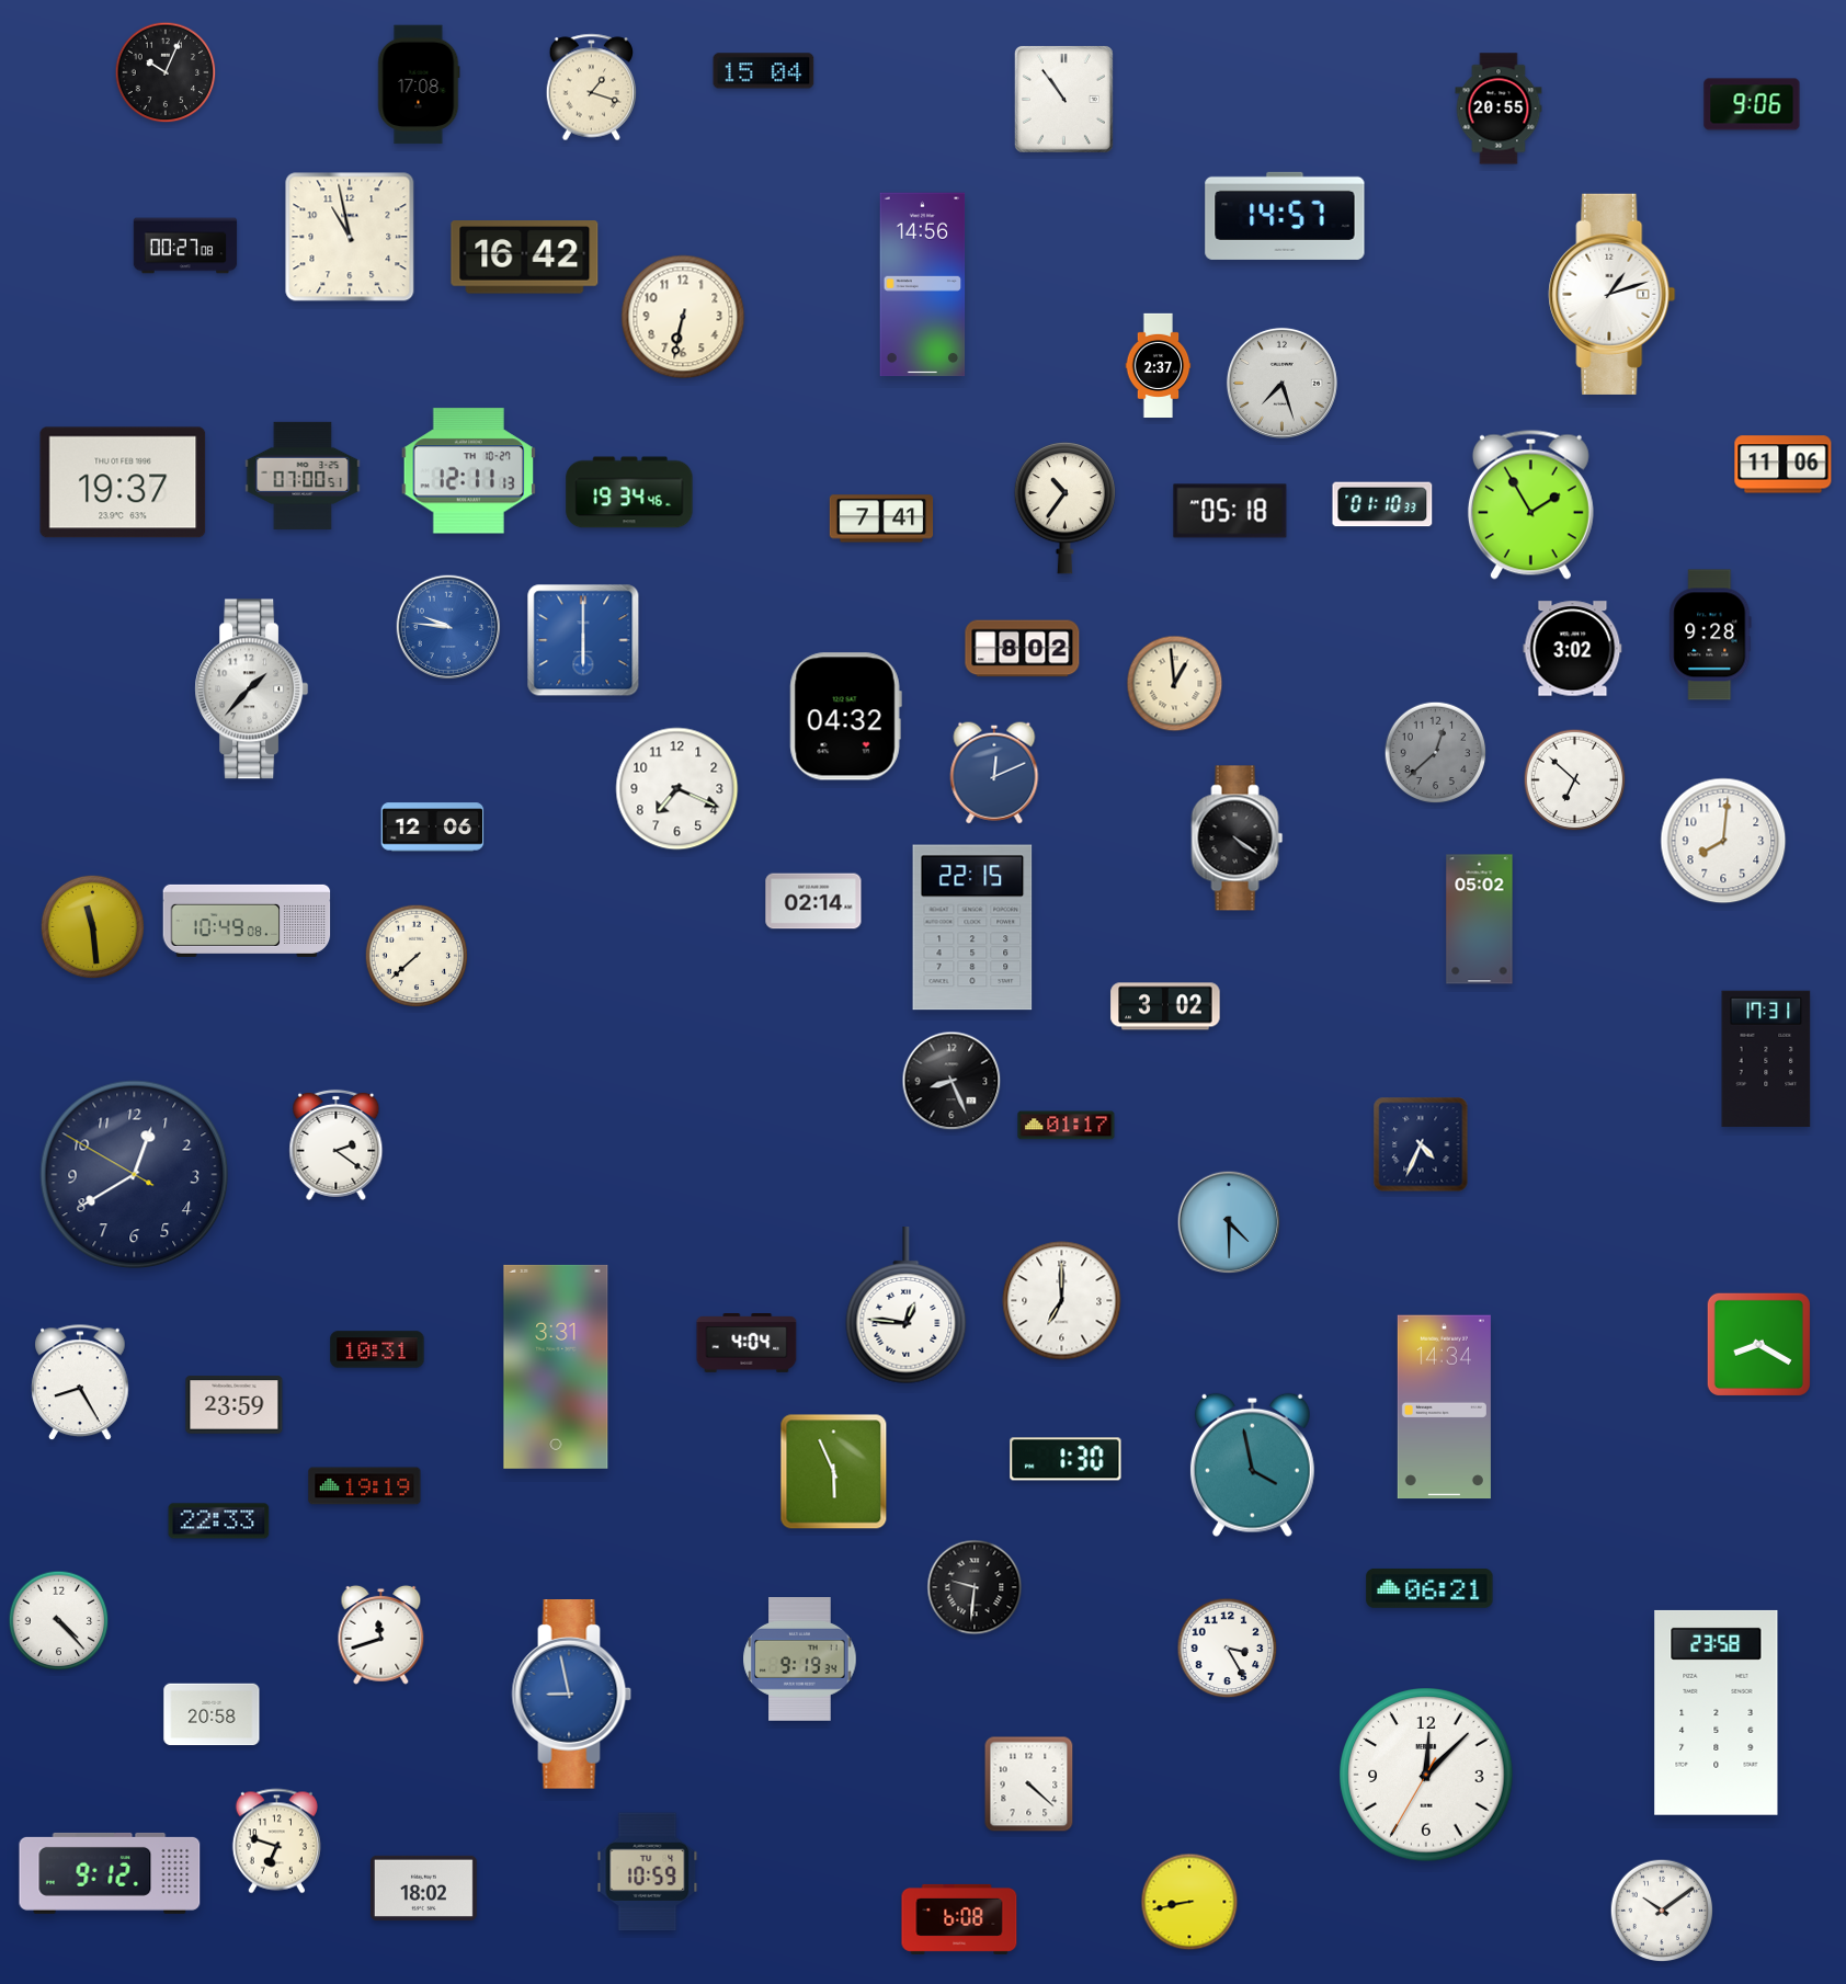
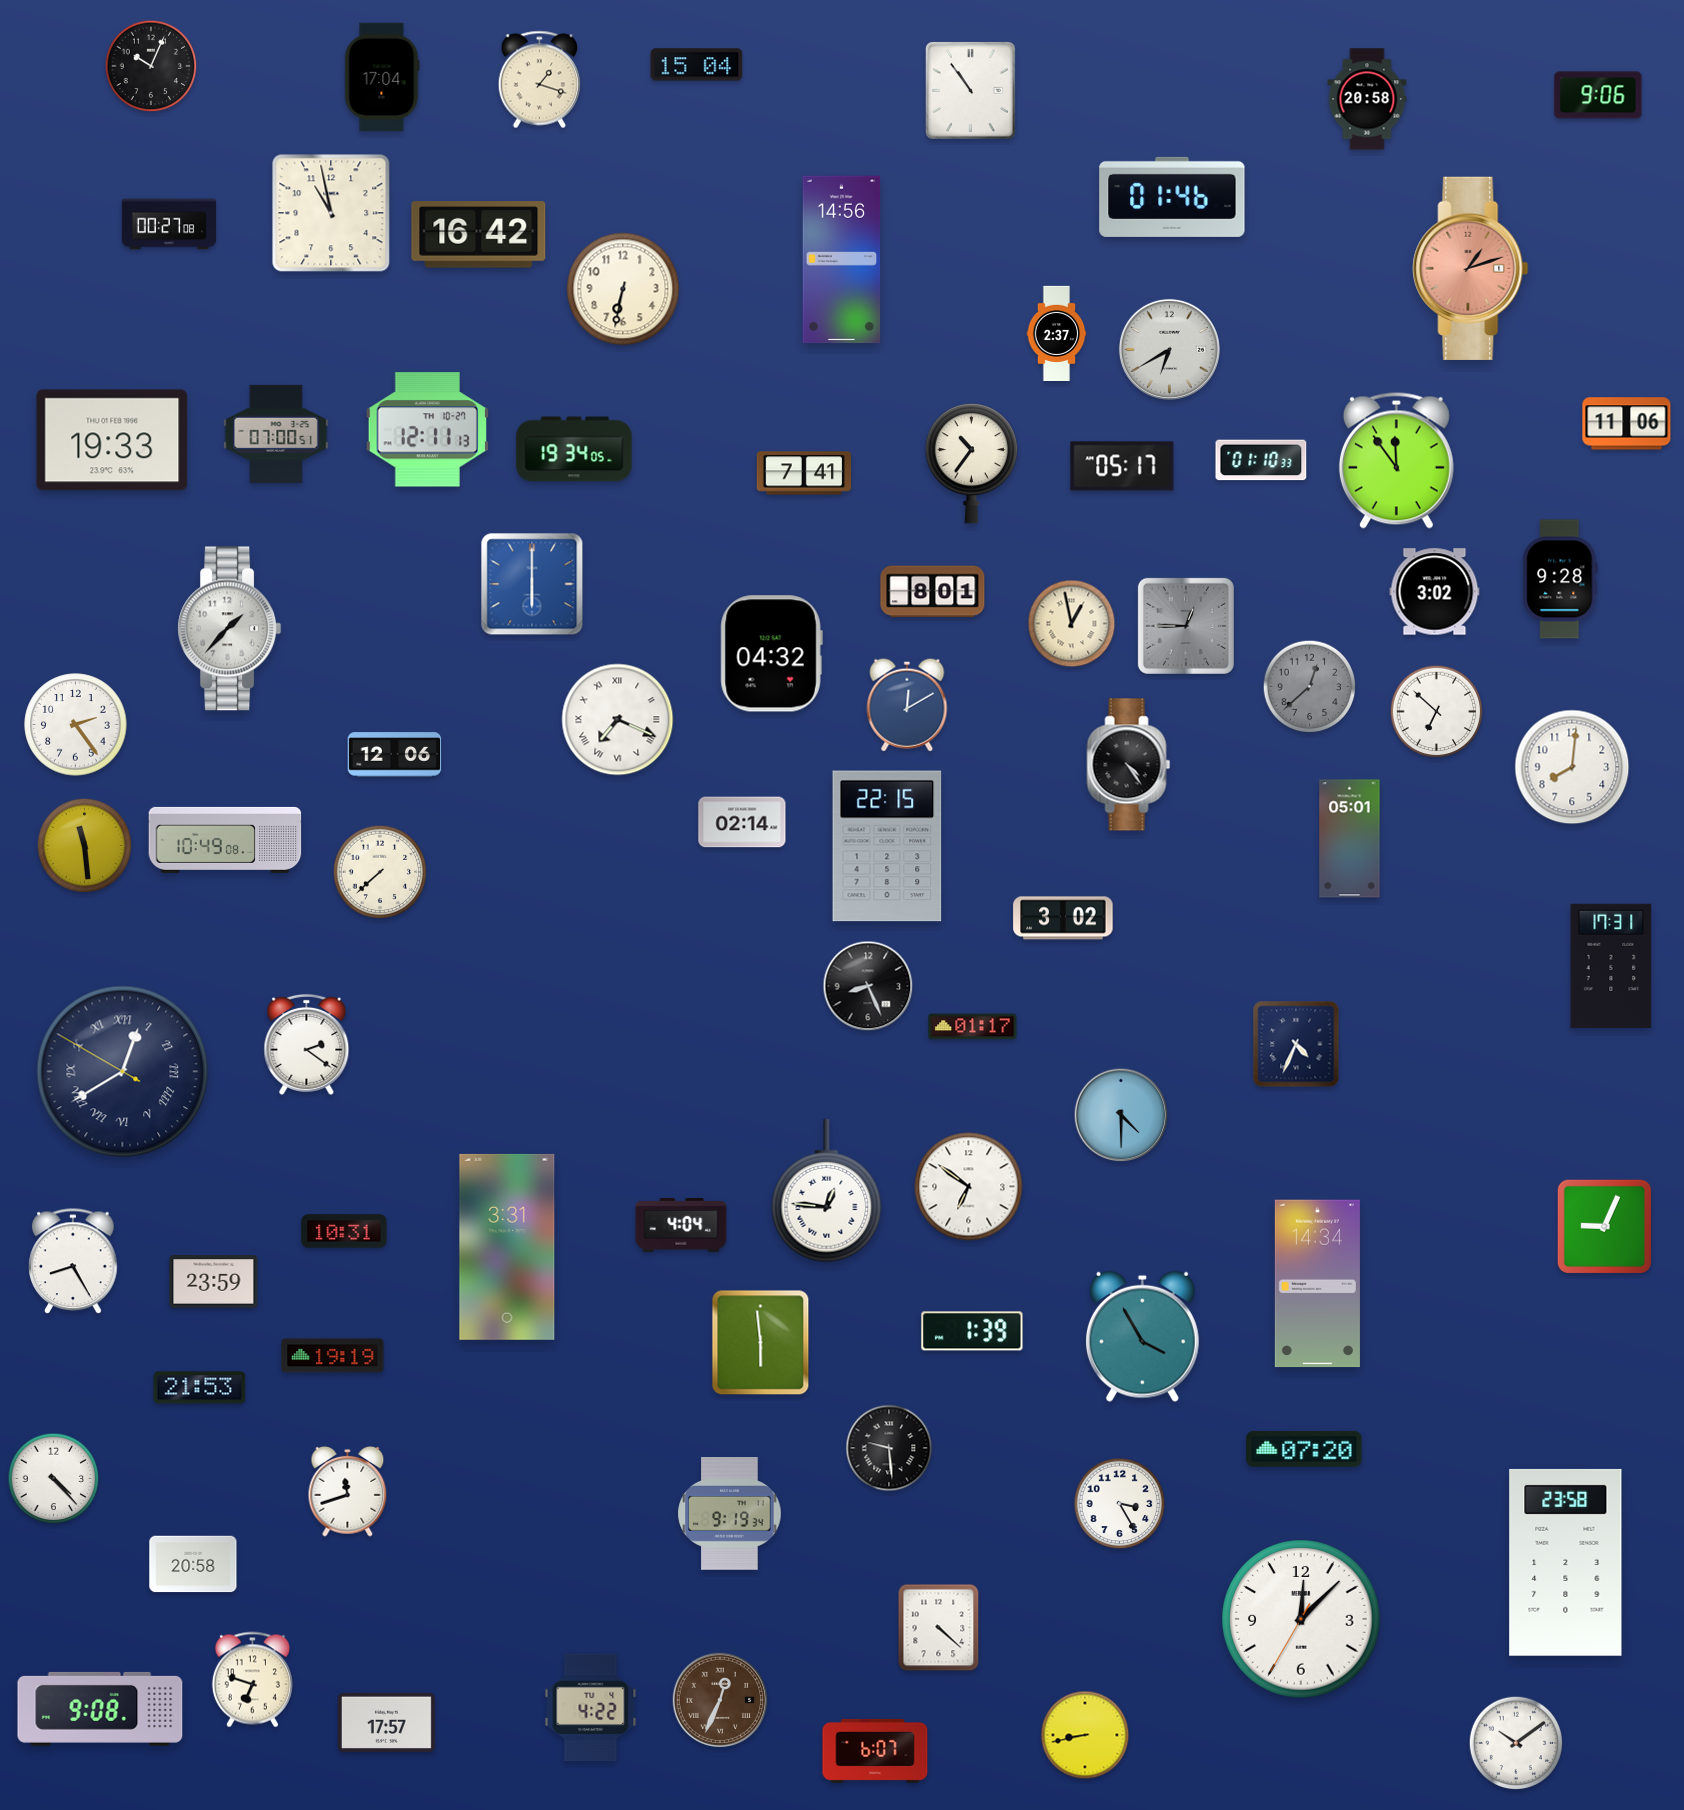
clock at (419, 84): 17:08 -> 17:04
clock at (1499, 109): 20:55 -> 20:58
clock at (1285, 216): 14:57 -> 01:46
clock at (350, 237) position: (350, 237) -> (331, 213)
clock at (1613, 294) dial: white -> salmon
clock at (1281, 383): 7:27 -> 6:40
clock at (123, 482): 19:37 -> 19:33
clock at (629, 492): 19:34:46 -> 19:34:05
clock at (1530, 504): 1:55 -> 11:54
clock at (1230, 511): 05:18 -> 05:17
clock at (448, 627): 9:46 -> none
clock at (1023, 649): 8:02 -> 8:01
clock at (1175, 684): 12:59 -> 12:58
clock at (1186, 626): none -> 12:45
clock at (994, 773): 12:11 -> 12:10
clock at (677, 789) numerals: Arabic -> Roman
clock at (76, 725): none -> 2:24
clock at (1238, 839): 4:21 -> 4:24
clock at (1480, 920): 05:02 -> 05:01
clock at (135, 1175) numerals: Arabic -> Roman
clock at (1062, 1301): 7:00 -> 6:51
clock at (1758, 1344): 8:20 -> 9:04
clock at (1066, 1459): 1:30 -> 1:39
clock at (1252, 1464): 3:58 -> 3:55
clock at (834, 1472): 5:56 -> 5:59
clock at (219, 1521): 22:33 -> 21:53
clock at (975, 1587): 9:31 -> 9:29
clock at (1429, 1588): 06:21 -> 07:20
clock at (572, 1695): 8:58 -> none
clock at (720, 1700): none -> 12:34
clock at (648, 1872): 10:59 -> 4:22
clock at (110, 1873): 9:12 -> 9:08
clock at (423, 1888): 18:02 -> 17:57
clock at (959, 1919): 6:08 -> 6:07
